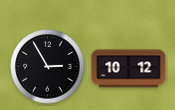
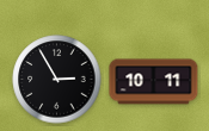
clock at (129, 69): 10:12 -> 10:11
